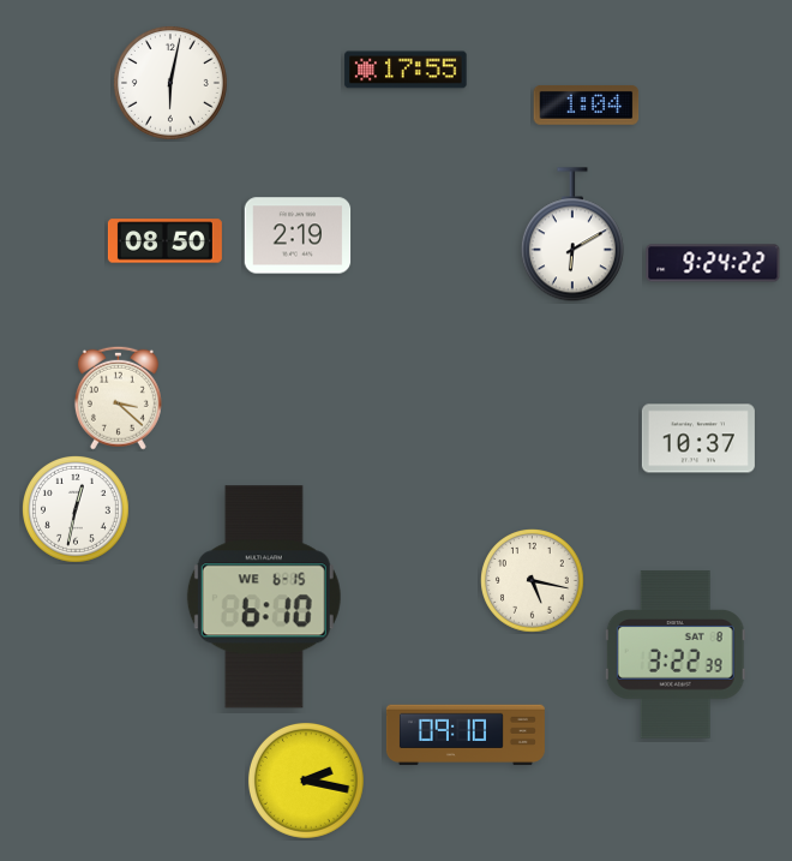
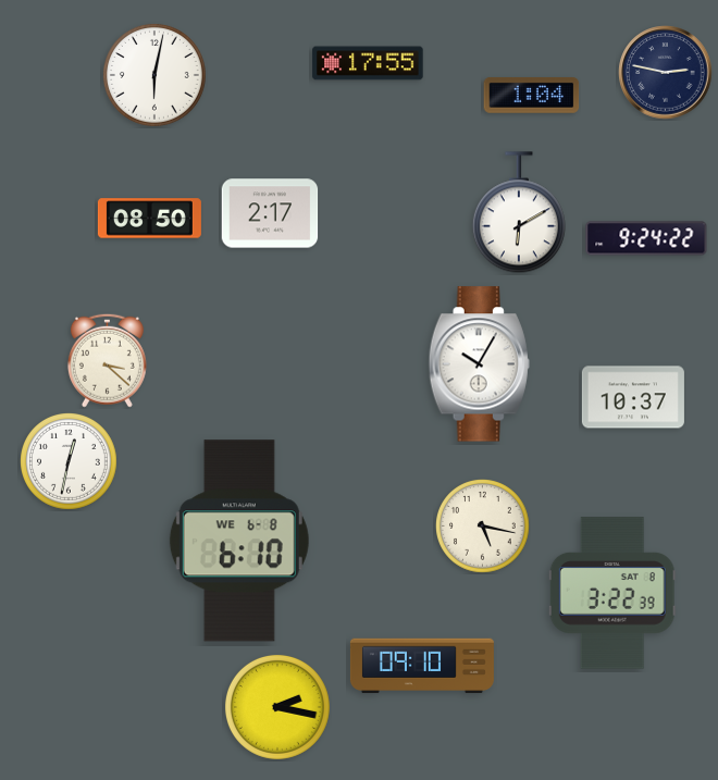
clock at (666, 73): none -> 2:47
clock at (298, 235): 2:19 -> 2:17
clock at (479, 364): none -> 10:05
clock at (264, 597) date: WE 6-15 -> WE 6-8
